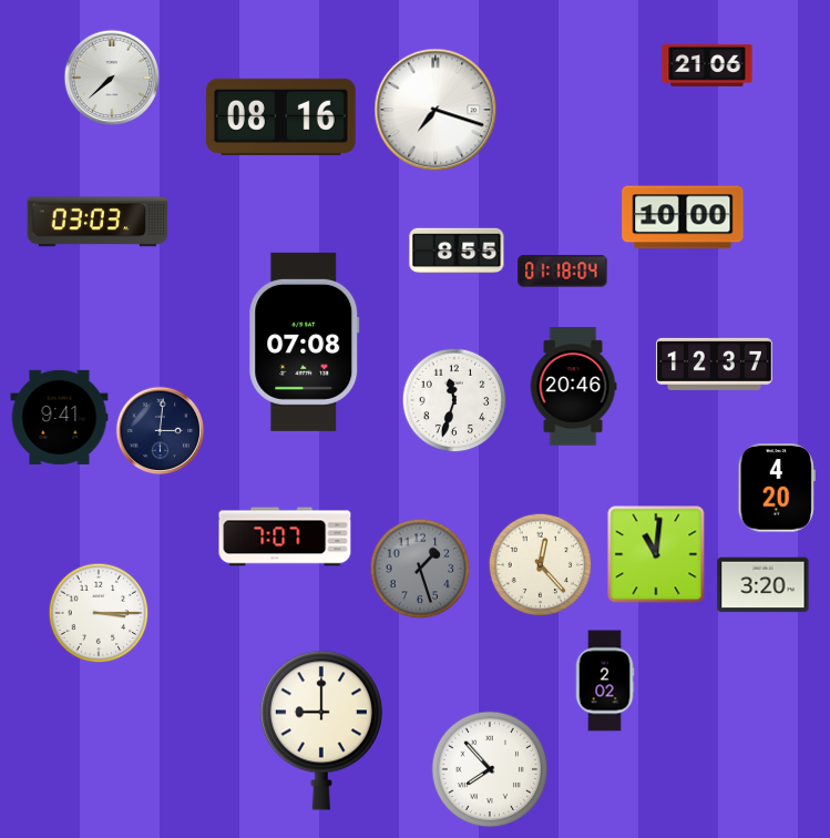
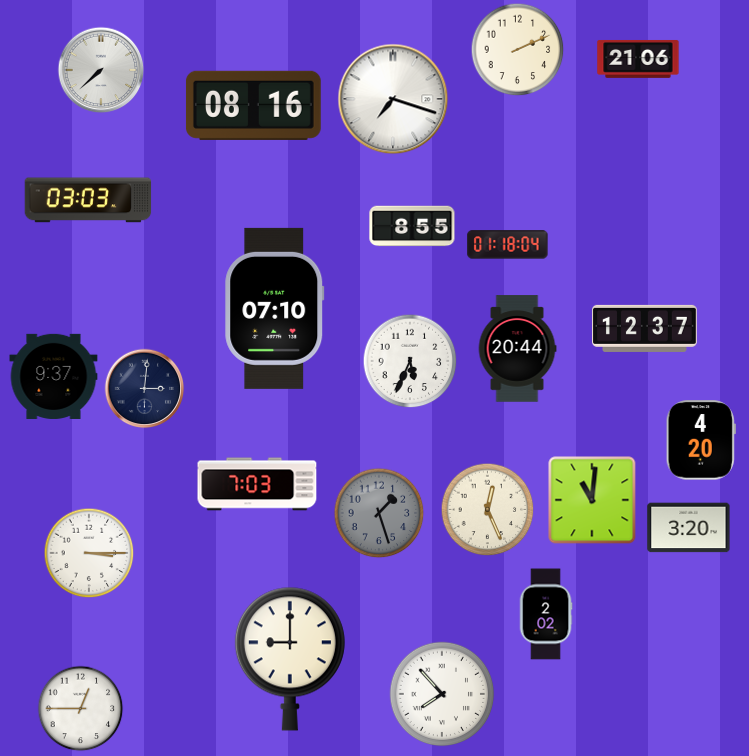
clock at (518, 50): none -> 2:11
clock at (683, 217): 10:00 -> none
clock at (305, 341): 07:08 -> 07:10
clock at (573, 387): 20:46 -> 20:44
clock at (454, 400): 11:33 -> 5:34
clock at (60, 417): 9:41 -> 9:37
clock at (285, 536): 7:07 -> 7:03
clock at (541, 565): 12:23 -> 12:26
clock at (81, 709): none -> 12:45
